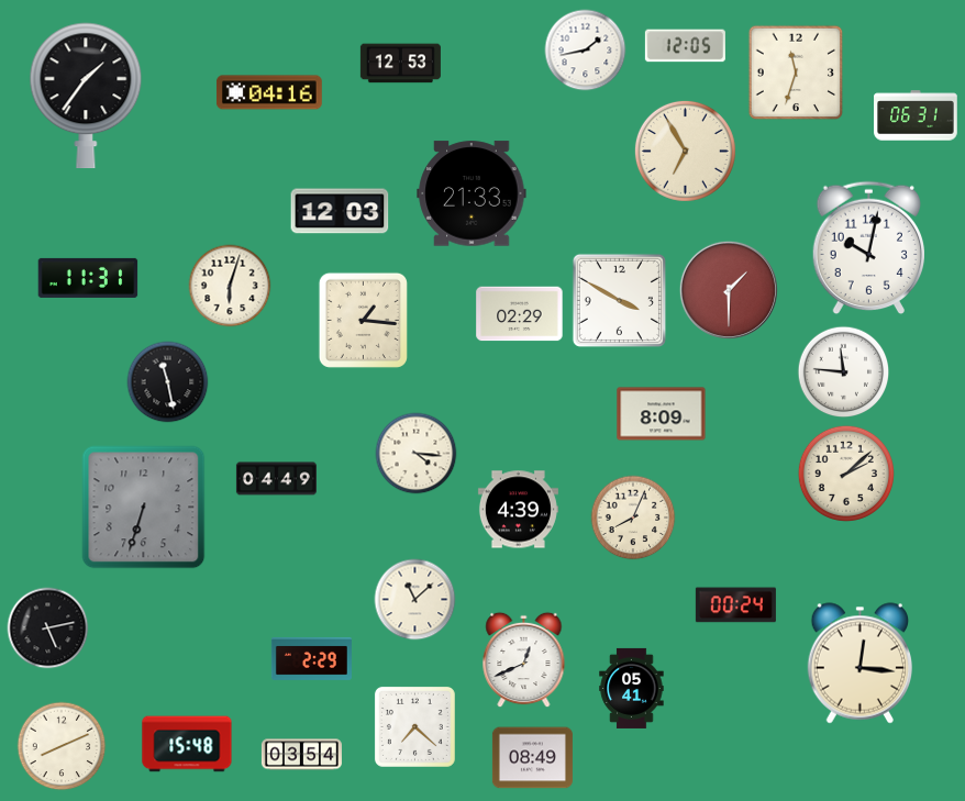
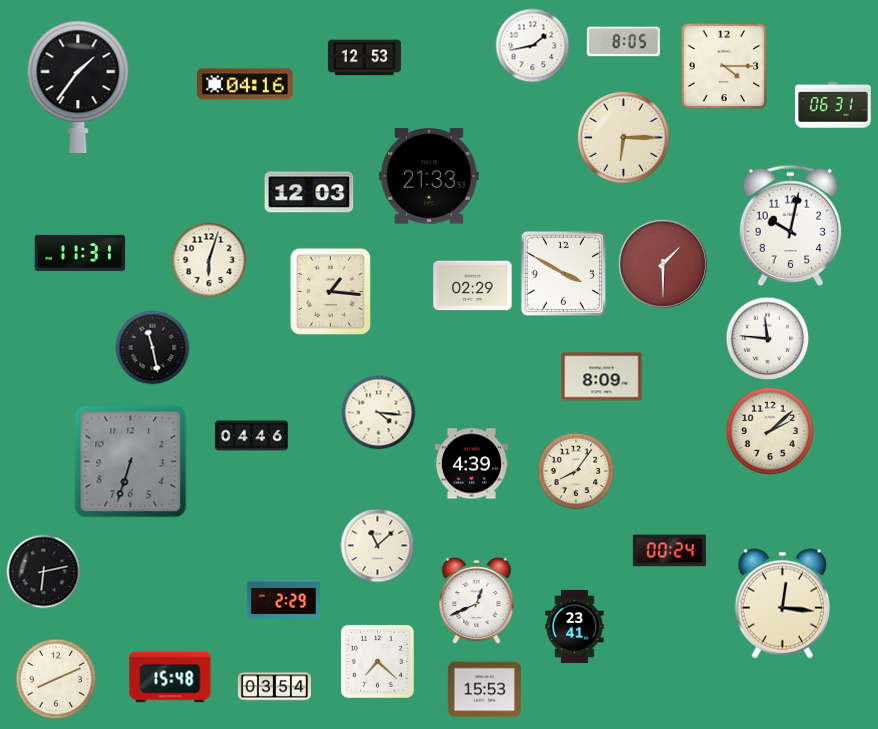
clock at (685, 46): 12:05 -> 8:05
clock at (796, 73): 11:33 -> 4:15
clock at (685, 151): 6:55 -> 6:15
clock at (276, 479): 04:49 -> 04:46
clock at (633, 518): 8:04 -> 8:06
clock at (48, 628): 5:13 -> 6:13
clock at (632, 688): 05:41 -> 23:41
clock at (532, 758): 08:49 -> 15:53
